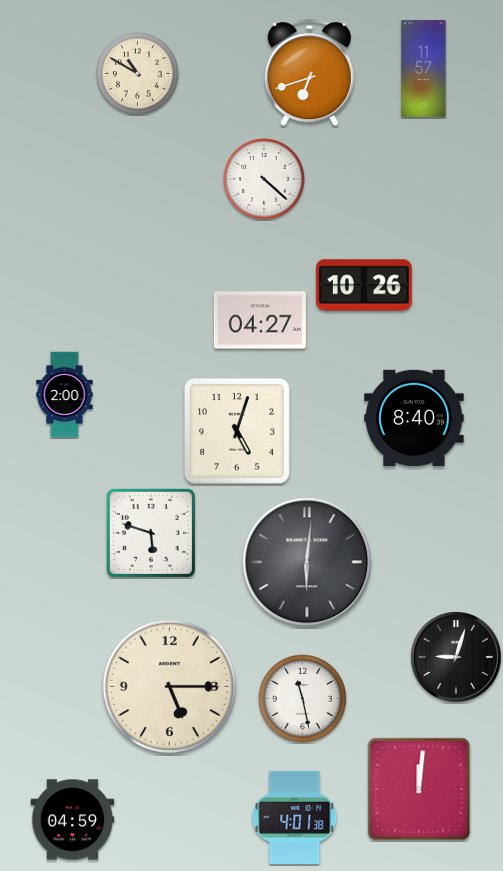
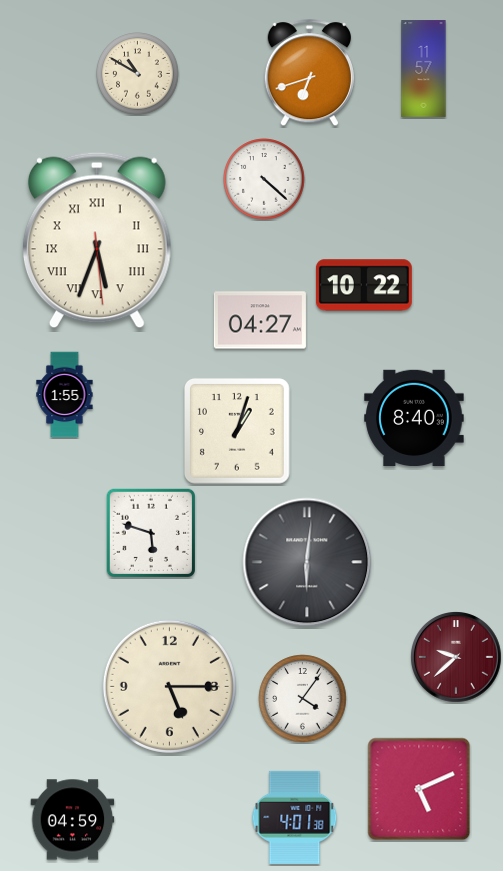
clock at (97, 240): none -> 5:33
clock at (364, 285): 10:26 -> 10:22
clock at (65, 395): 2:00 -> 1:55
clock at (237, 431): 5:03 -> 1:03
clock at (457, 658): 9:03 -> 9:38
clock at (457, 658) dial: black -> burgundy
clock at (303, 699): 11:28 -> 4:06
clock at (419, 789): 12:01 -> 5:11
